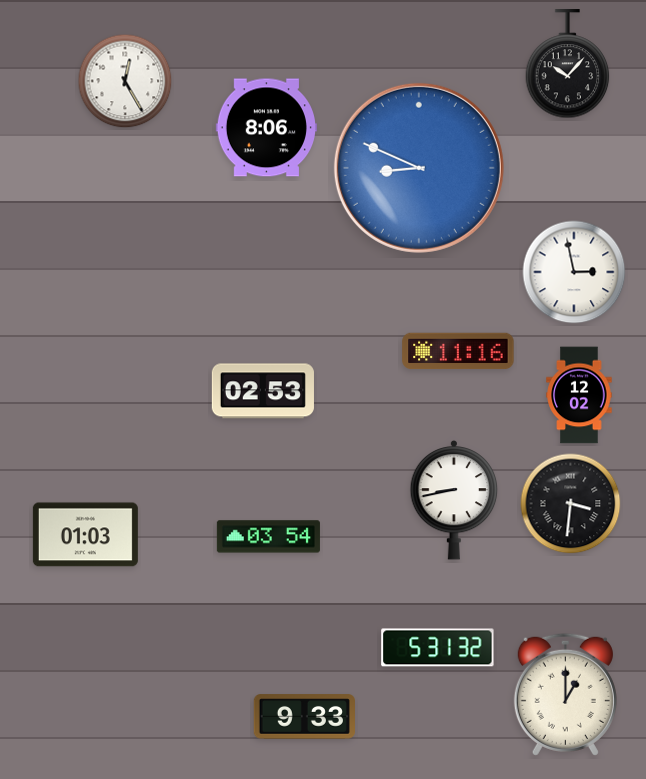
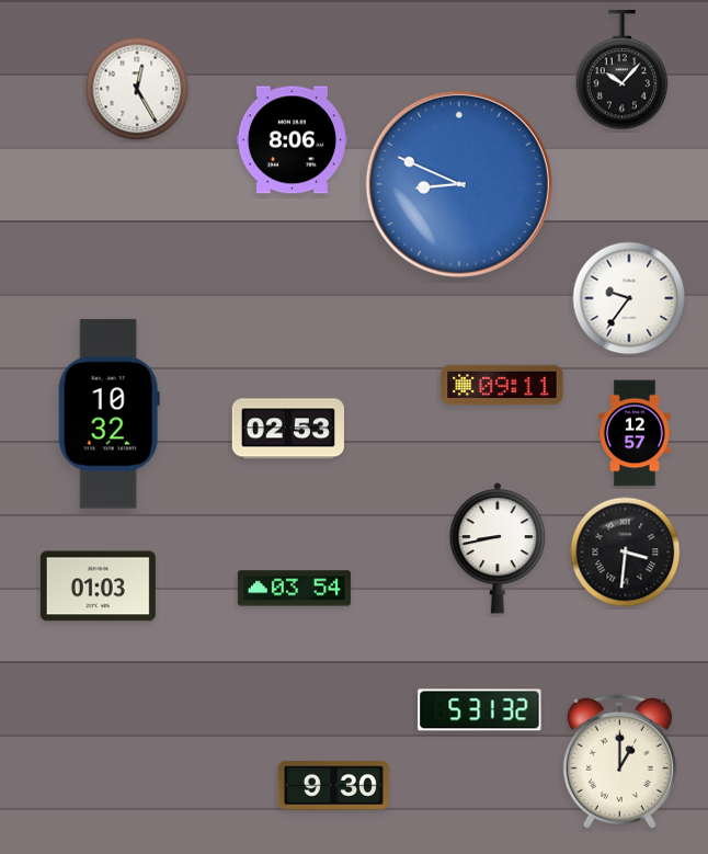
clock at (574, 272): 2:58 -> 9:36
clock at (458, 351): 11:16 -> 09:11
clock at (109, 414): none -> 10:32
clock at (579, 395): 12:02 -> 12:57
clock at (85, 535) position: (85, 535) -> (98, 587)
clock at (304, 717): 9:33 -> 9:30
